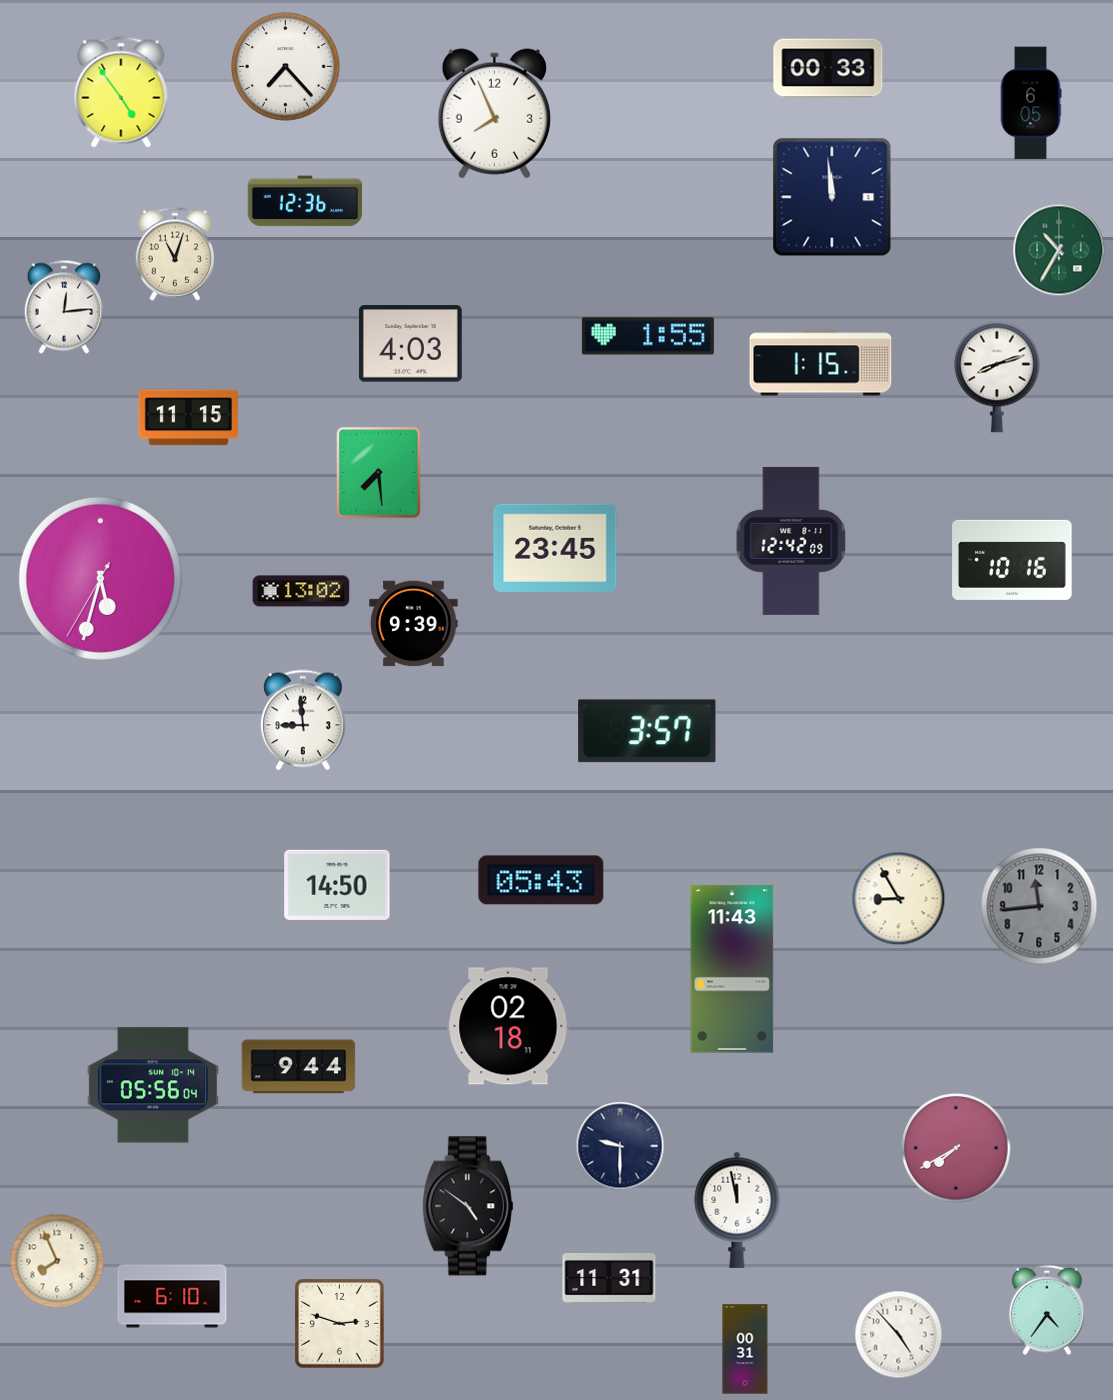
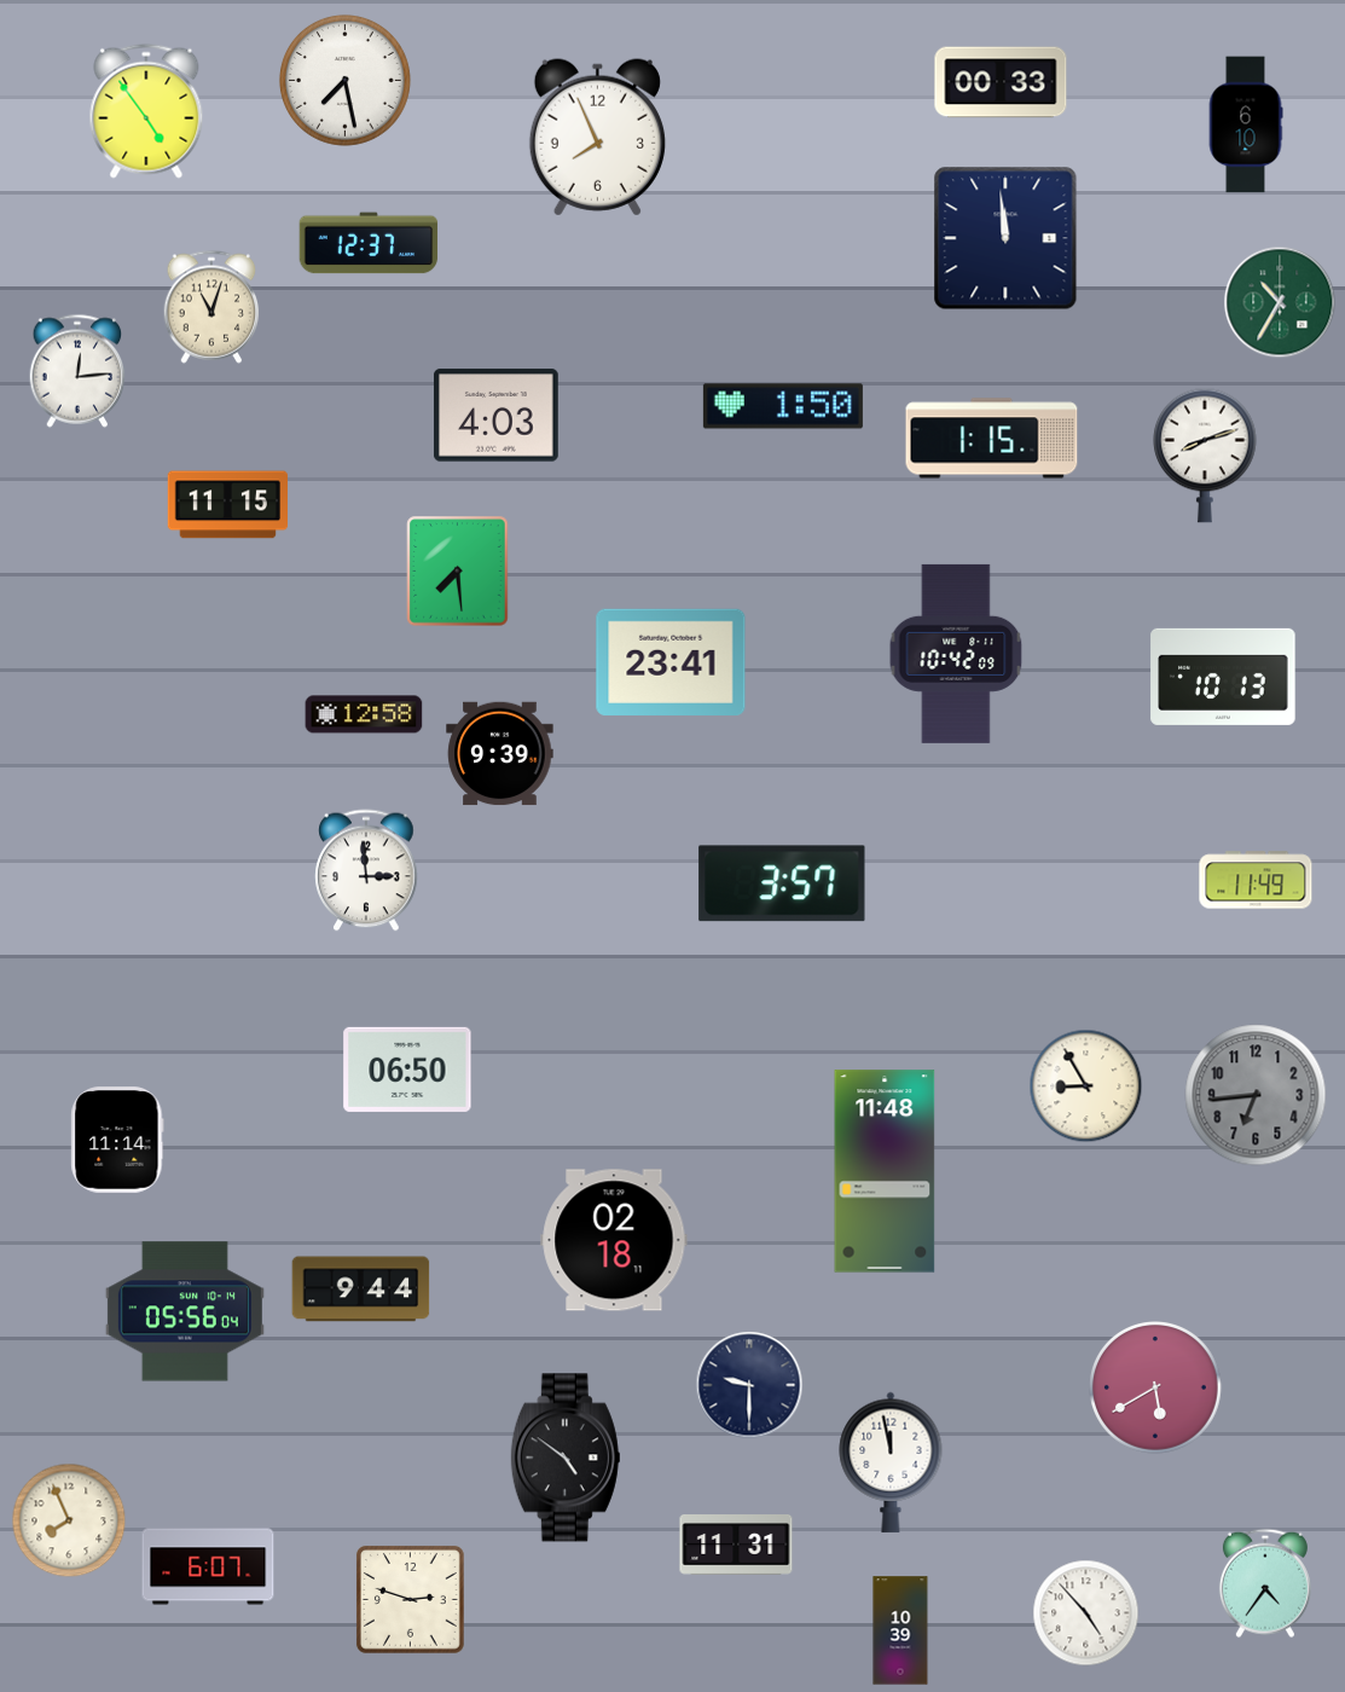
clock at (285, 66): 7:23 -> 7:28
clock at (1031, 103): 6:05 -> 6:10
clock at (305, 201): 12:36 -> 12:37
clock at (648, 336): 1:55 -> 1:50
clock at (791, 541): 12:42 -> 10:42
clock at (555, 548): 23:45 -> 23:41
clock at (1012, 560): 10:16 -> 10:13
clock at (100, 578): 5:32 -> none
clock at (301, 591): 13:02 -> 12:58
clock at (303, 720): 8:59 -> 2:59
clock at (1256, 880): none -> 11:49
clock at (541, 880): 05:43 -> none
clock at (337, 885): 14:50 -> 06:50
clock at (1039, 906): 11:44 -> 6:44
clock at (117, 1140): none -> 11:14
clock at (732, 969): 11:43 -> 11:48
clock at (957, 1149): 7:40 -> 5:40
clock at (57, 1261) position: (57, 1261) -> (69, 1520)
clock at (172, 1296): 6:10 -> 6:07
clock at (745, 1349): 00:31 -> 10:39
